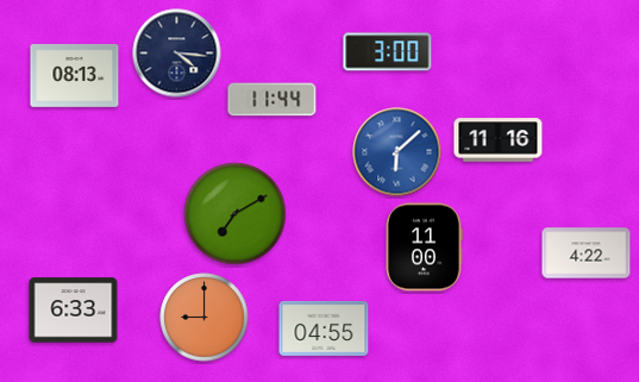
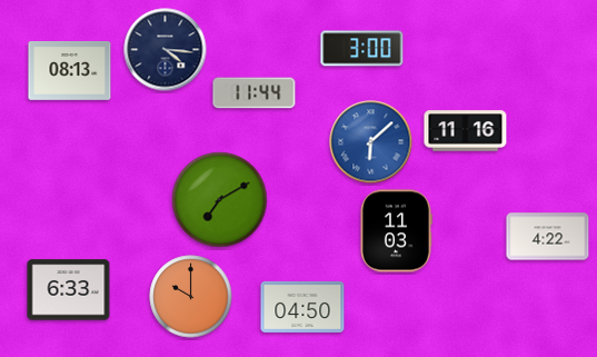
clock at (424, 248): 11:00 -> 11:03
clock at (205, 318): 9:00 -> 10:00
clock at (324, 328): 04:55 -> 04:50
